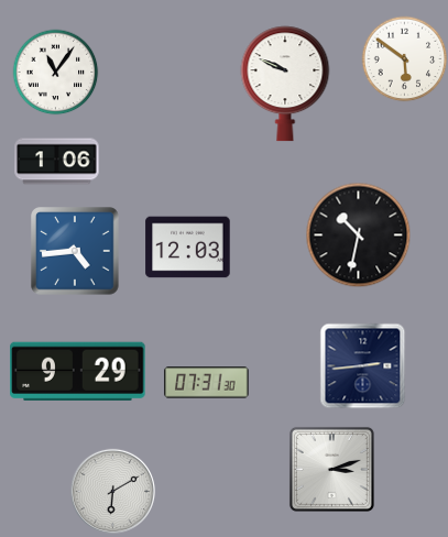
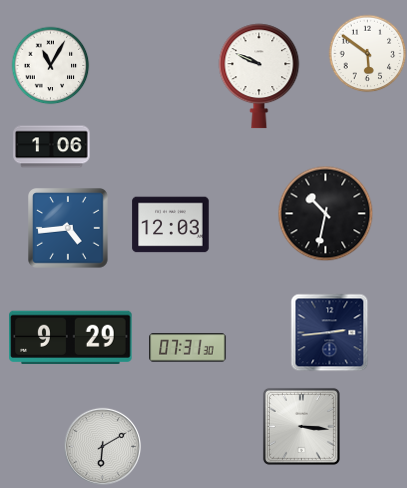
clock at (55, 72): 11:06 -> 11:05
clock at (331, 469): 3:12 -> 3:16
